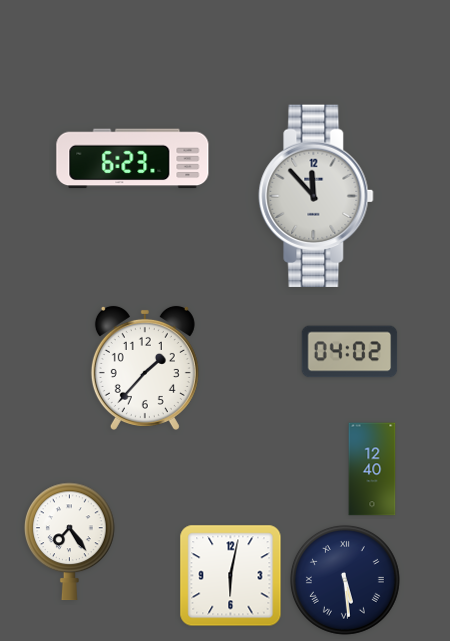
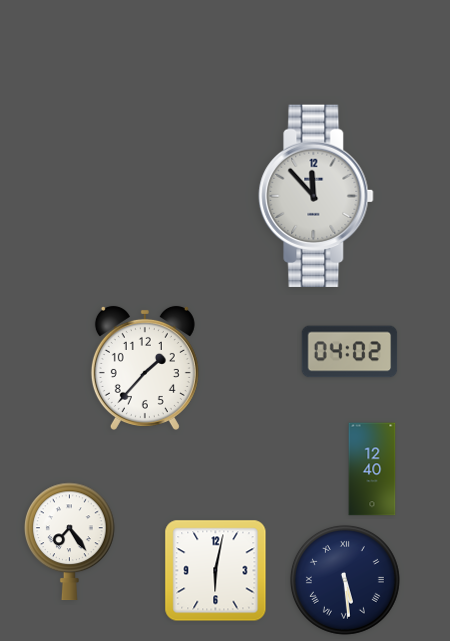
clock at (133, 159): 6:23 -> none
clock at (231, 576) position: (231, 576) -> (216, 571)
